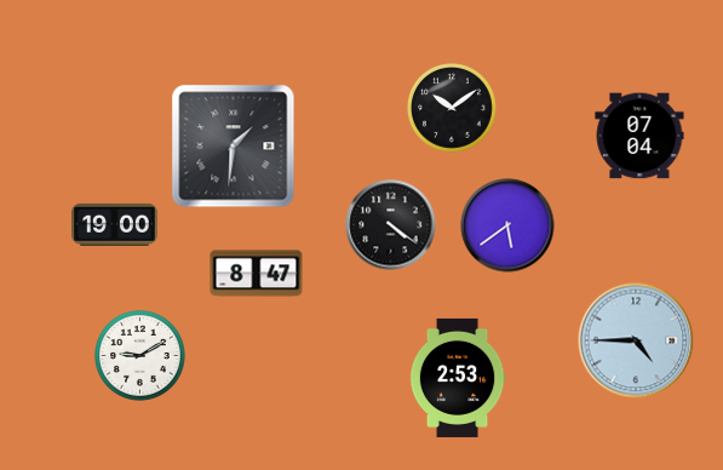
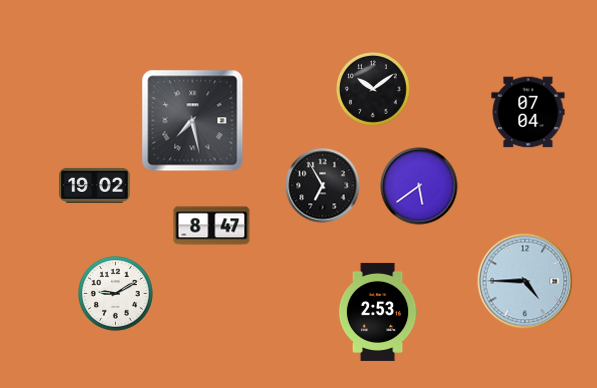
clock at (234, 147): 1:31 -> 7:28
clock at (115, 224): 19:00 -> 19:02
clock at (391, 225): 4:21 -> 6:55
